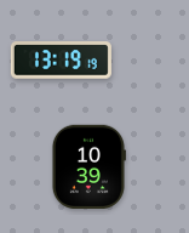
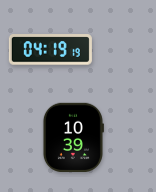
clock at (61, 61): 13:19 -> 04:19
